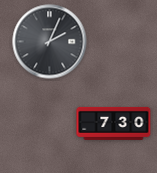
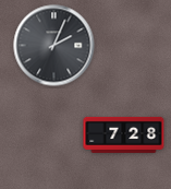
clock at (114, 123): 7:30 -> 7:28
